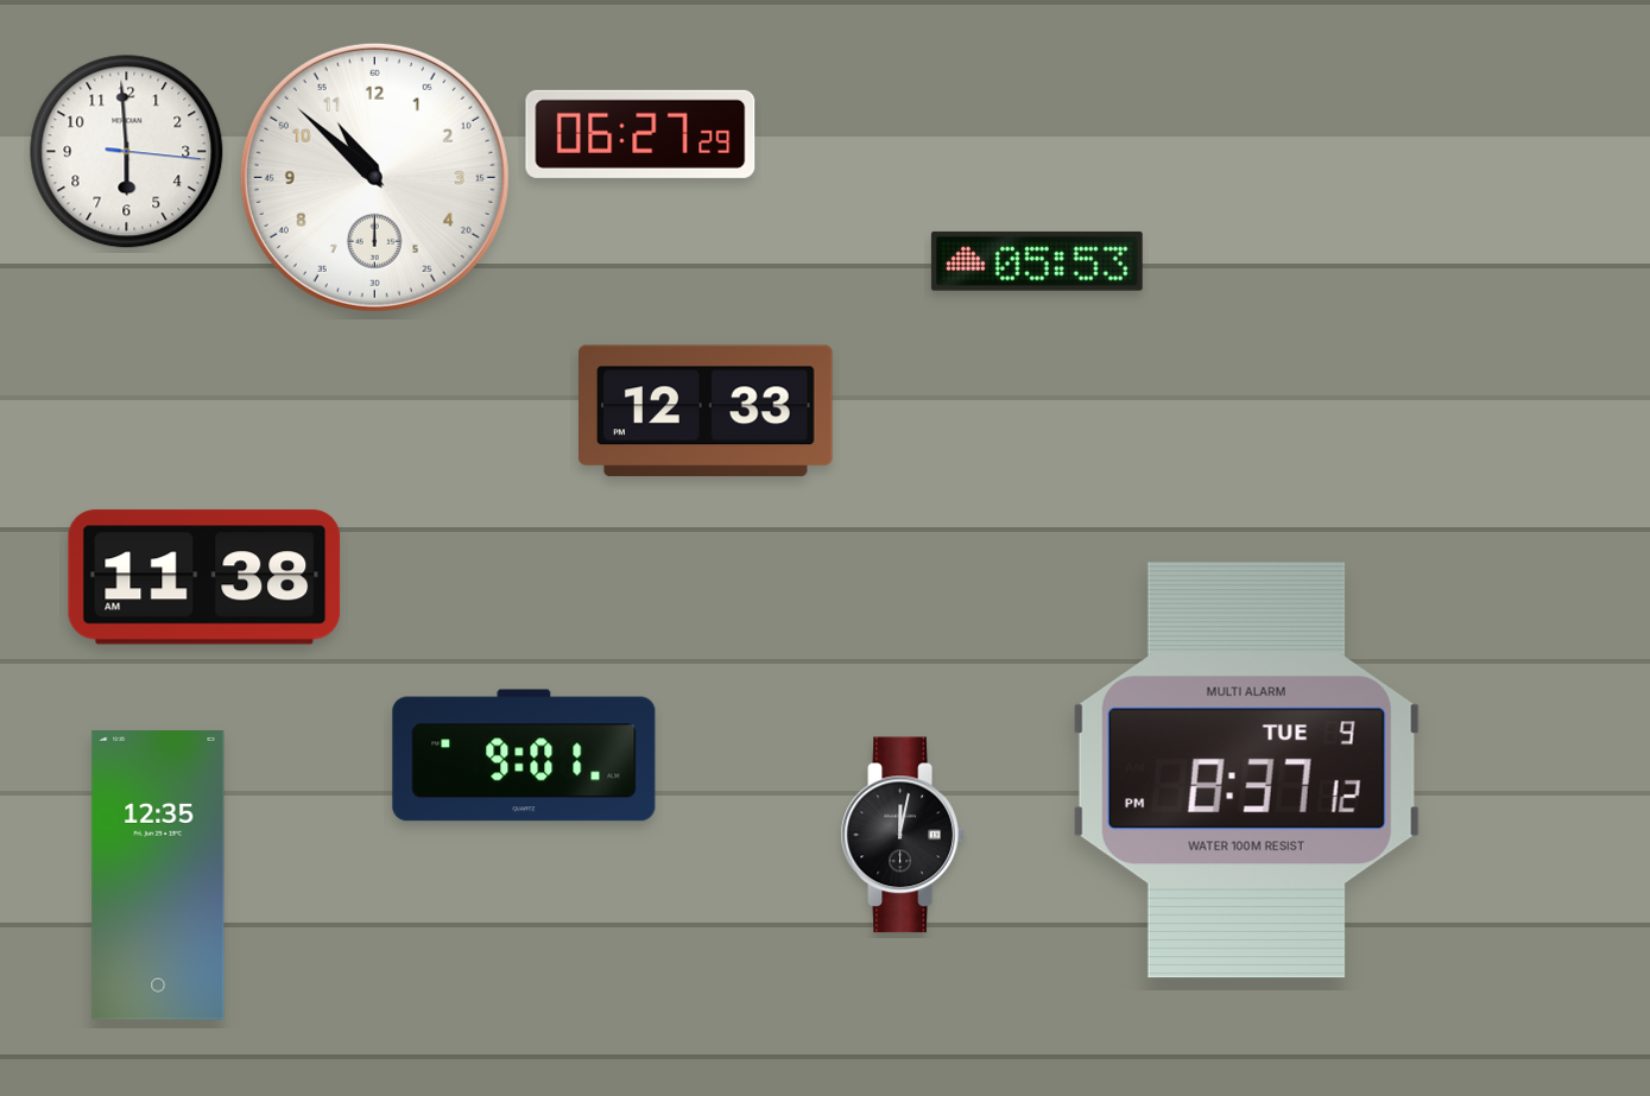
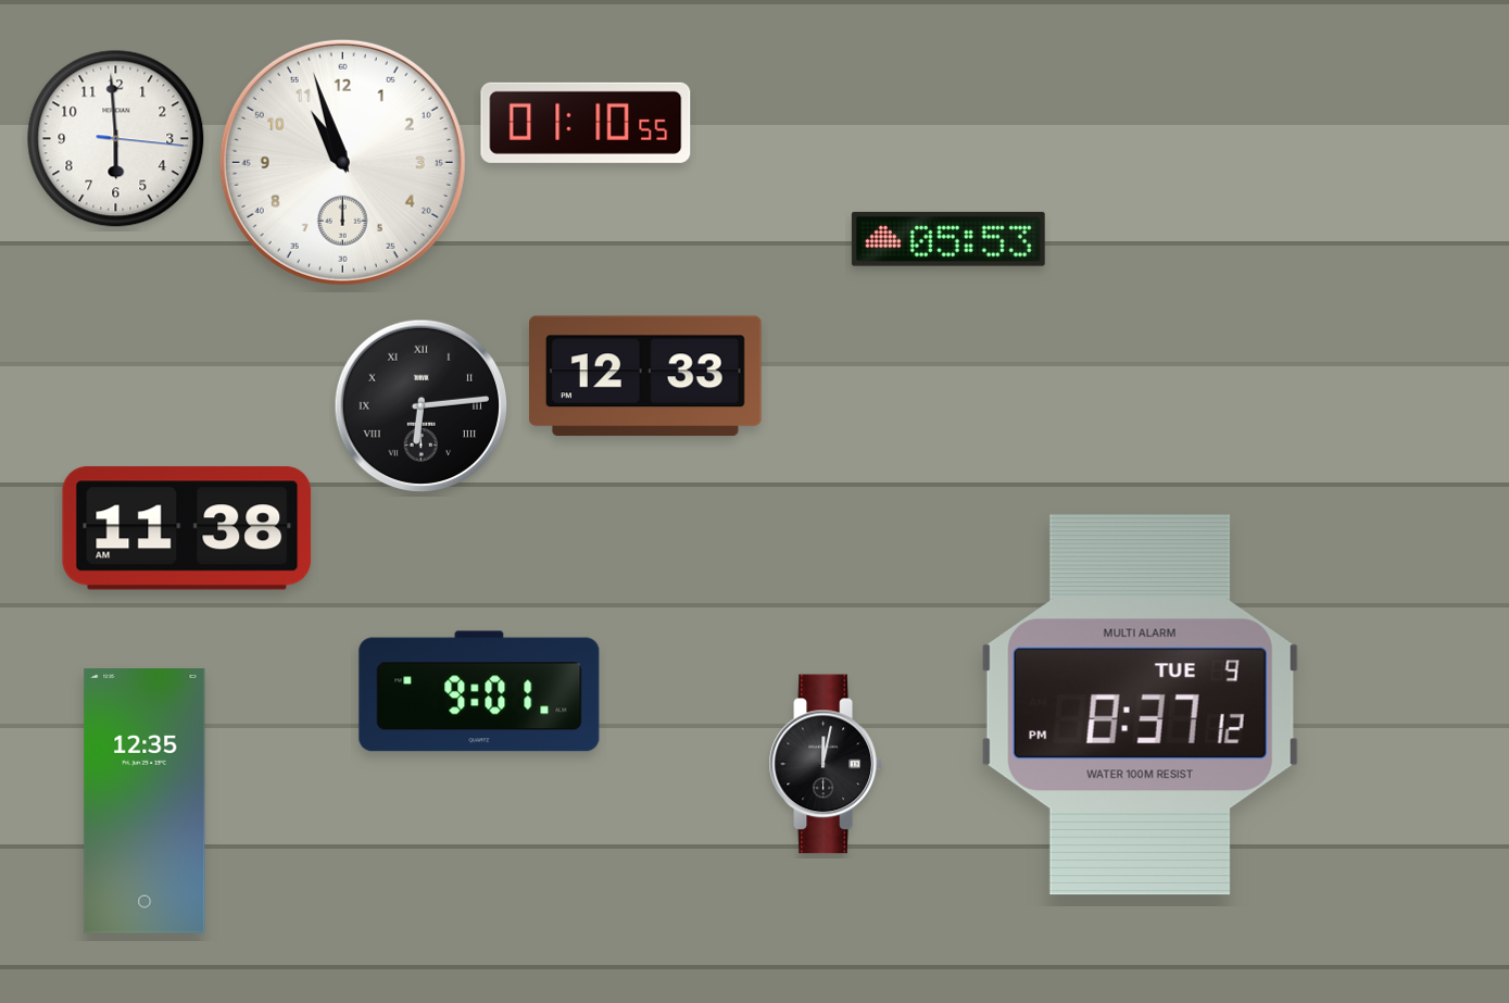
clock at (640, 134): 06:27 -> 01:10
clock at (374, 177): 10:52 -> 10:57
clock at (422, 406): none -> 6:14
